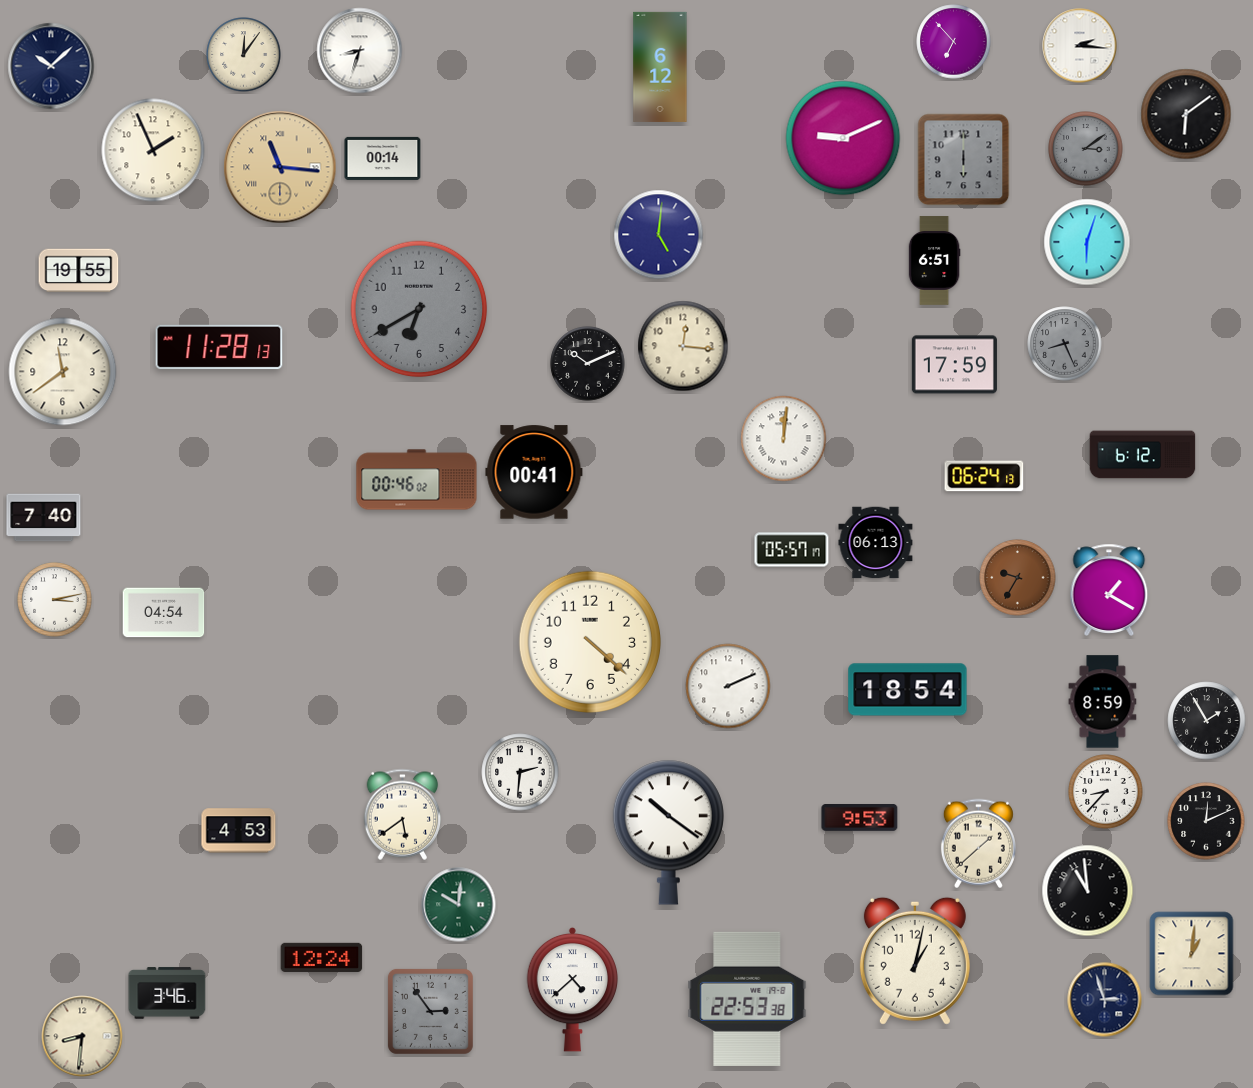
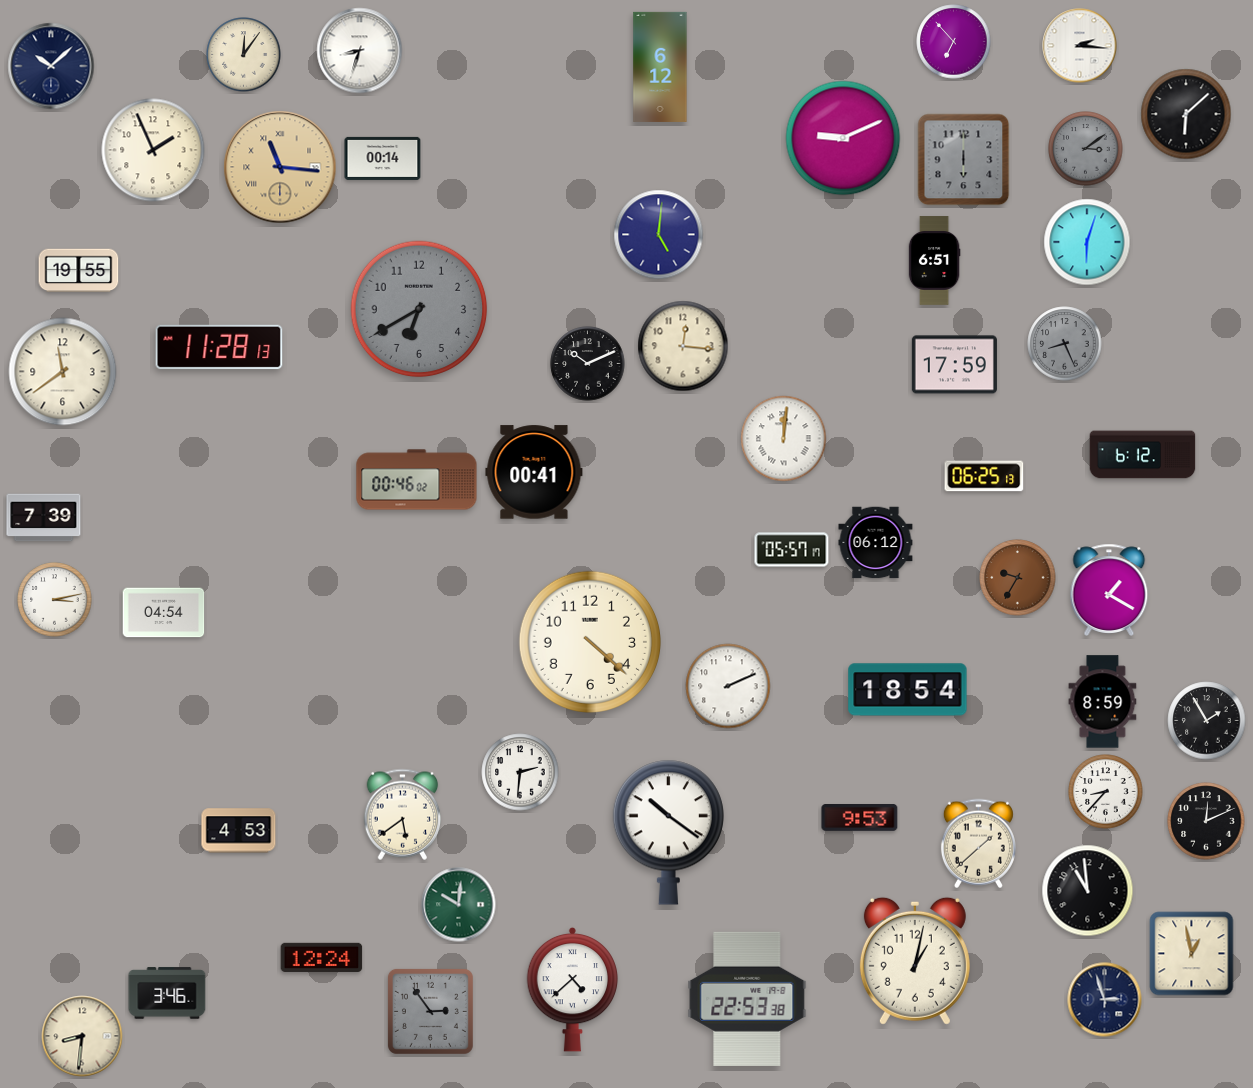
clock at (1186, 114): 6:09 -> 6:08
clock at (984, 476): 06:24 -> 06:25
clock at (44, 518): 7:40 -> 7:39
clock at (876, 543): 06:13 -> 06:12
clock at (1192, 954): 1:01 -> 12:58
